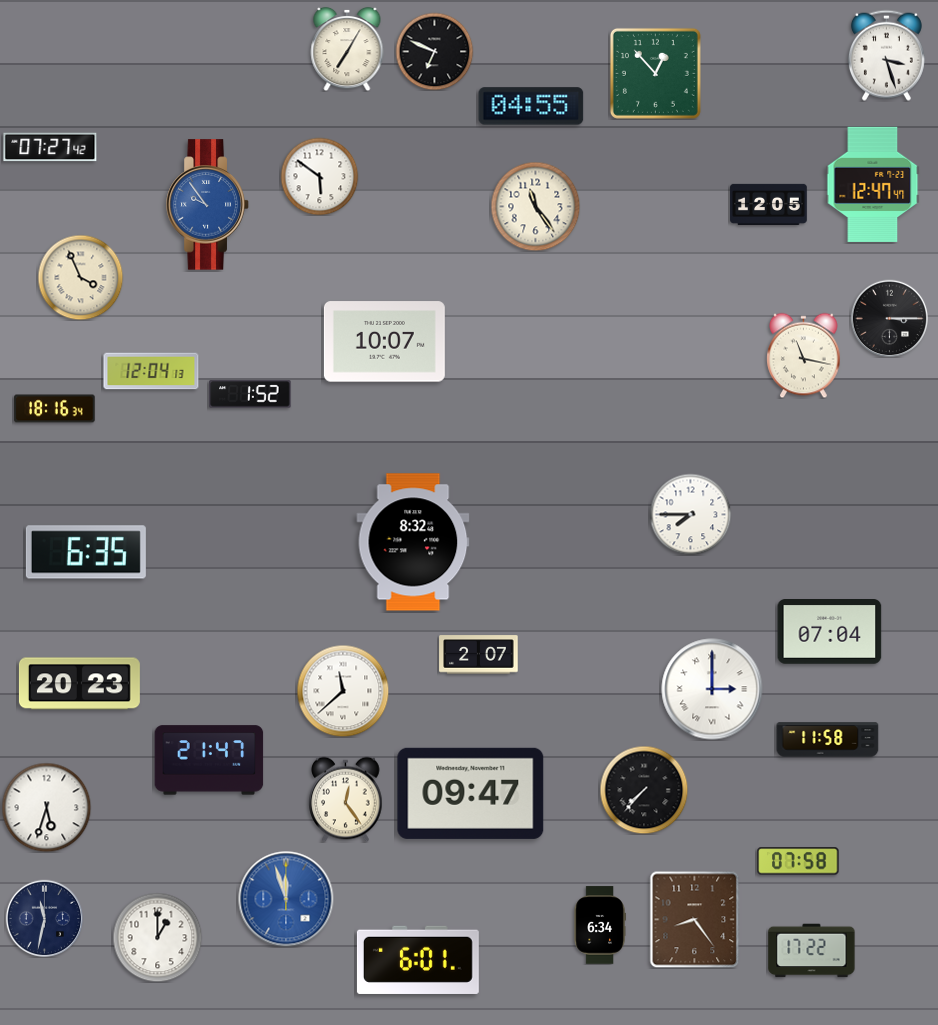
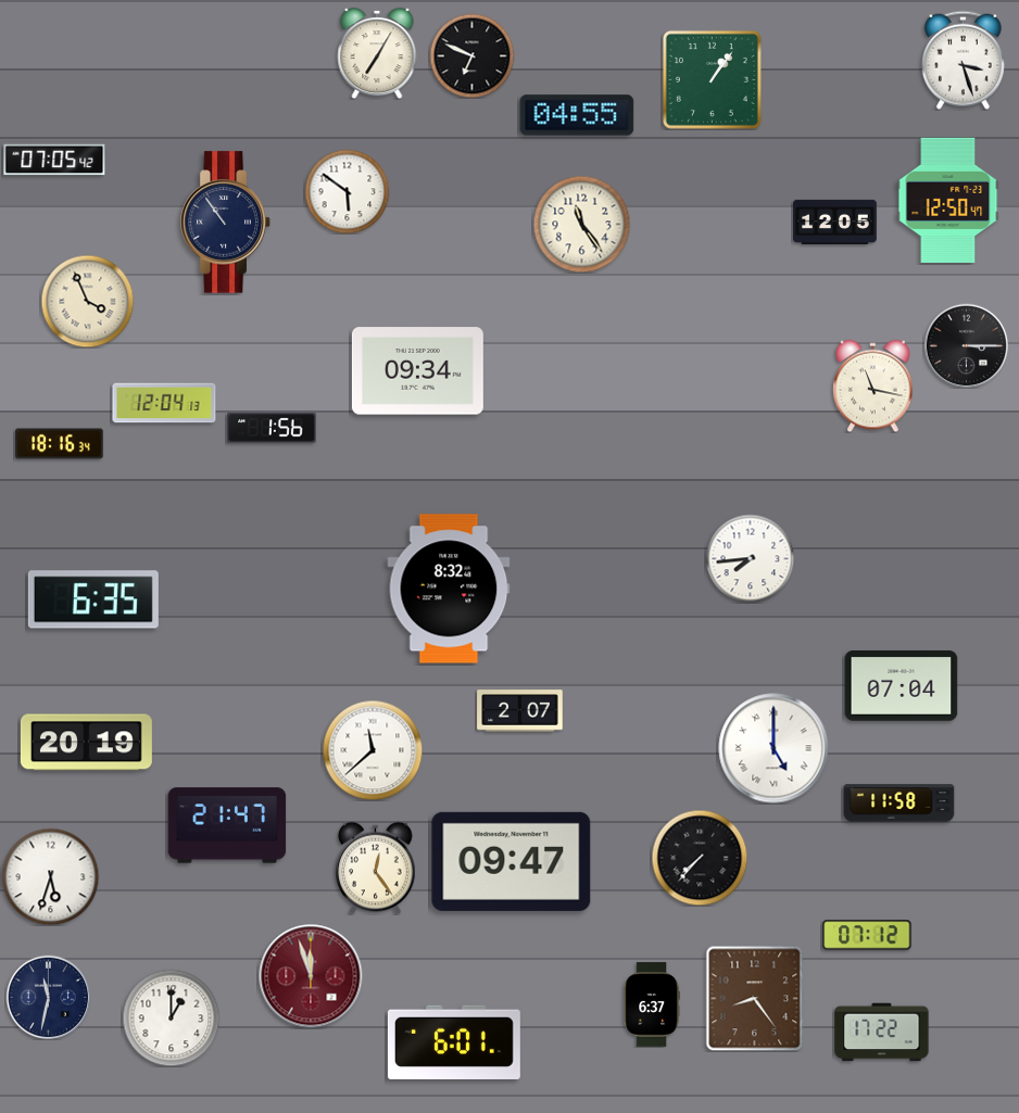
clock at (655, 73): 12:53 -> 1:06
clock at (50, 147): 07:27 -> 07:05
clock at (873, 184): 12:47 -> 12:50
clock at (208, 205): 9:54 -> 10:54
clock at (208, 205) dial: blue -> navy
clock at (384, 342): 10:07 -> 09:34
clock at (250, 394): 1:52 -> 1:56
clock at (690, 514): 7:45 -> 7:44
clock at (79, 684): 20:23 -> 20:19
clock at (712, 689): 3:00 -> 5:00
clock at (798, 861): 07:58 -> 07:12
clock at (286, 899) dial: blue -> burgundy
clock at (600, 925): 6:34 -> 6:37
